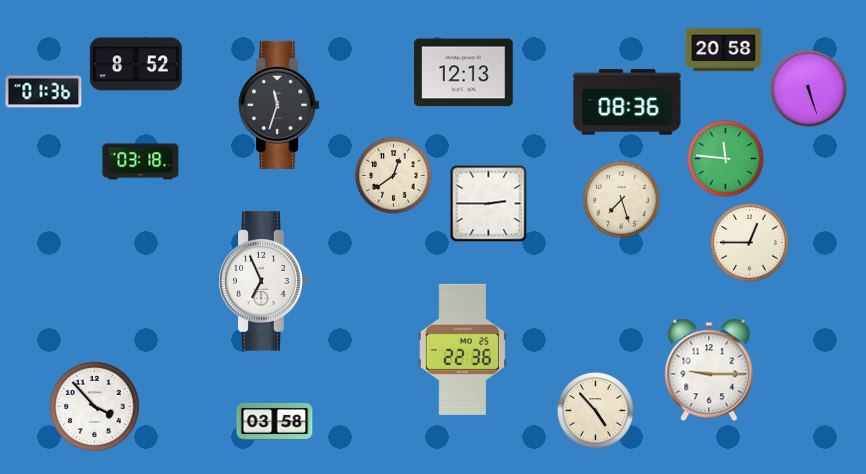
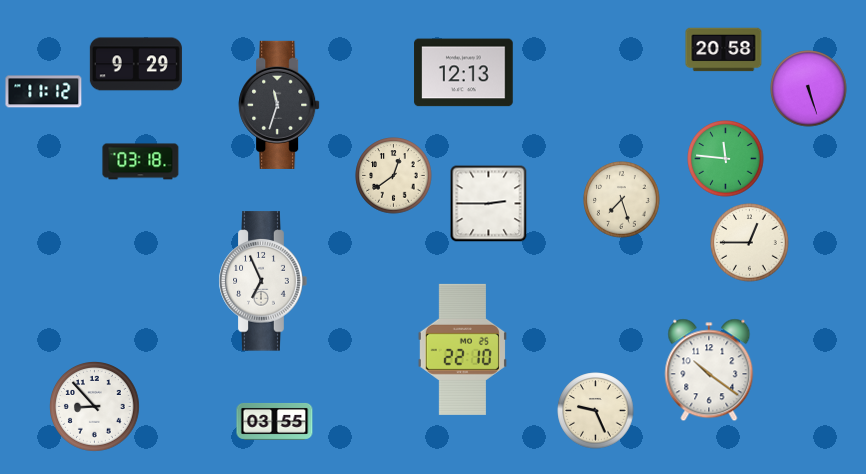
clock at (136, 64): 8:52 -> 9:29
clock at (44, 92): 01:36 -> 11:12
clock at (627, 102): 08:36 -> none
clock at (462, 349): 22:36 -> 22:10
clock at (709, 370): 9:15 -> 10:21
clock at (95, 407): 3:53 -> 8:53
clock at (596, 411): 4:53 -> 9:26
clock at (275, 421): 03:58 -> 03:55
